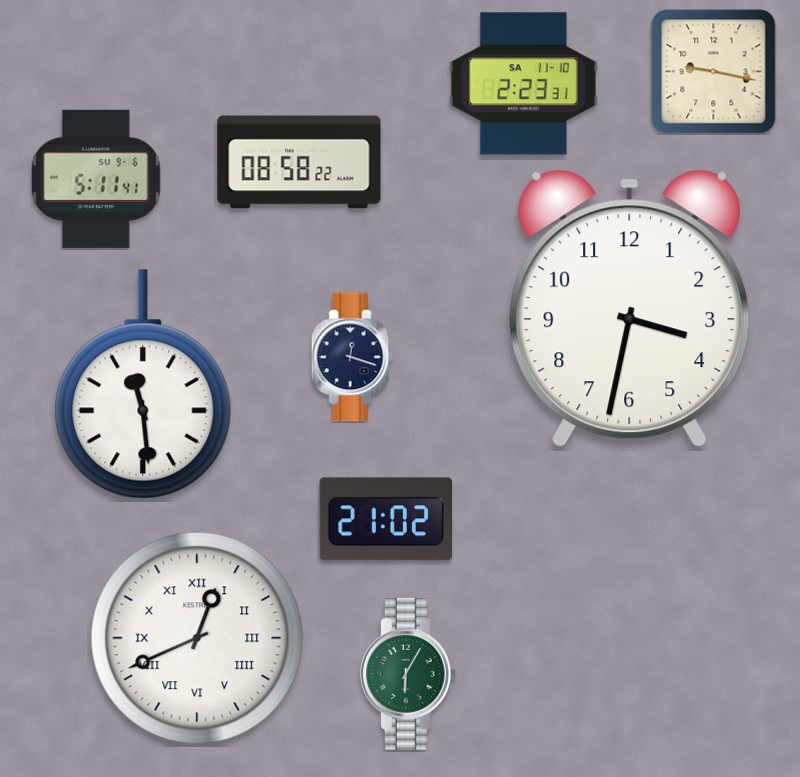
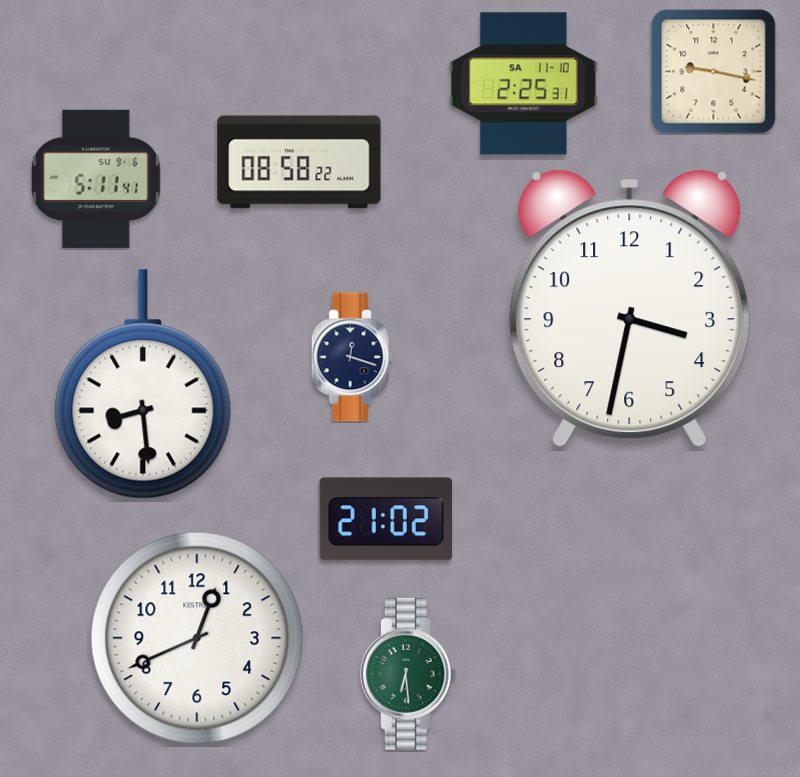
clock at (523, 84): 2:23 -> 2:25
clock at (143, 384): 11:29 -> 8:29
clock at (197, 638) numerals: Roman -> Arabic
clock at (408, 675): 6:05 -> 6:29
